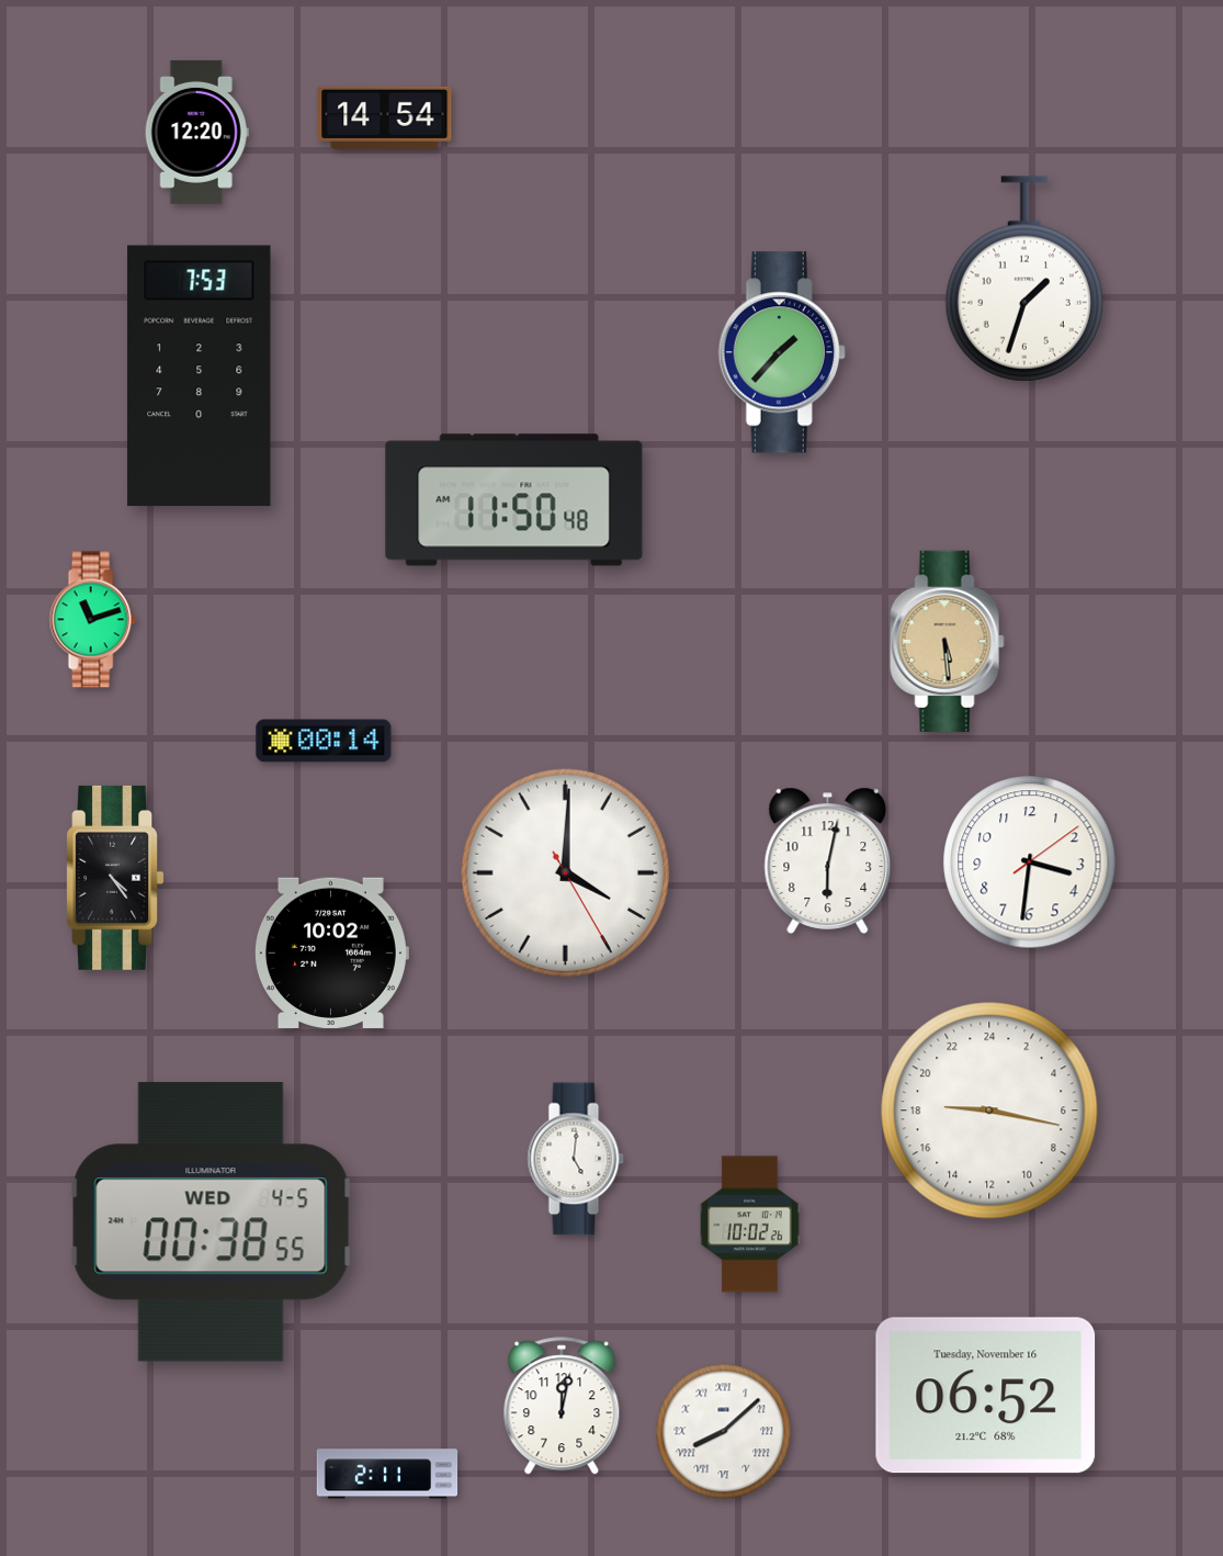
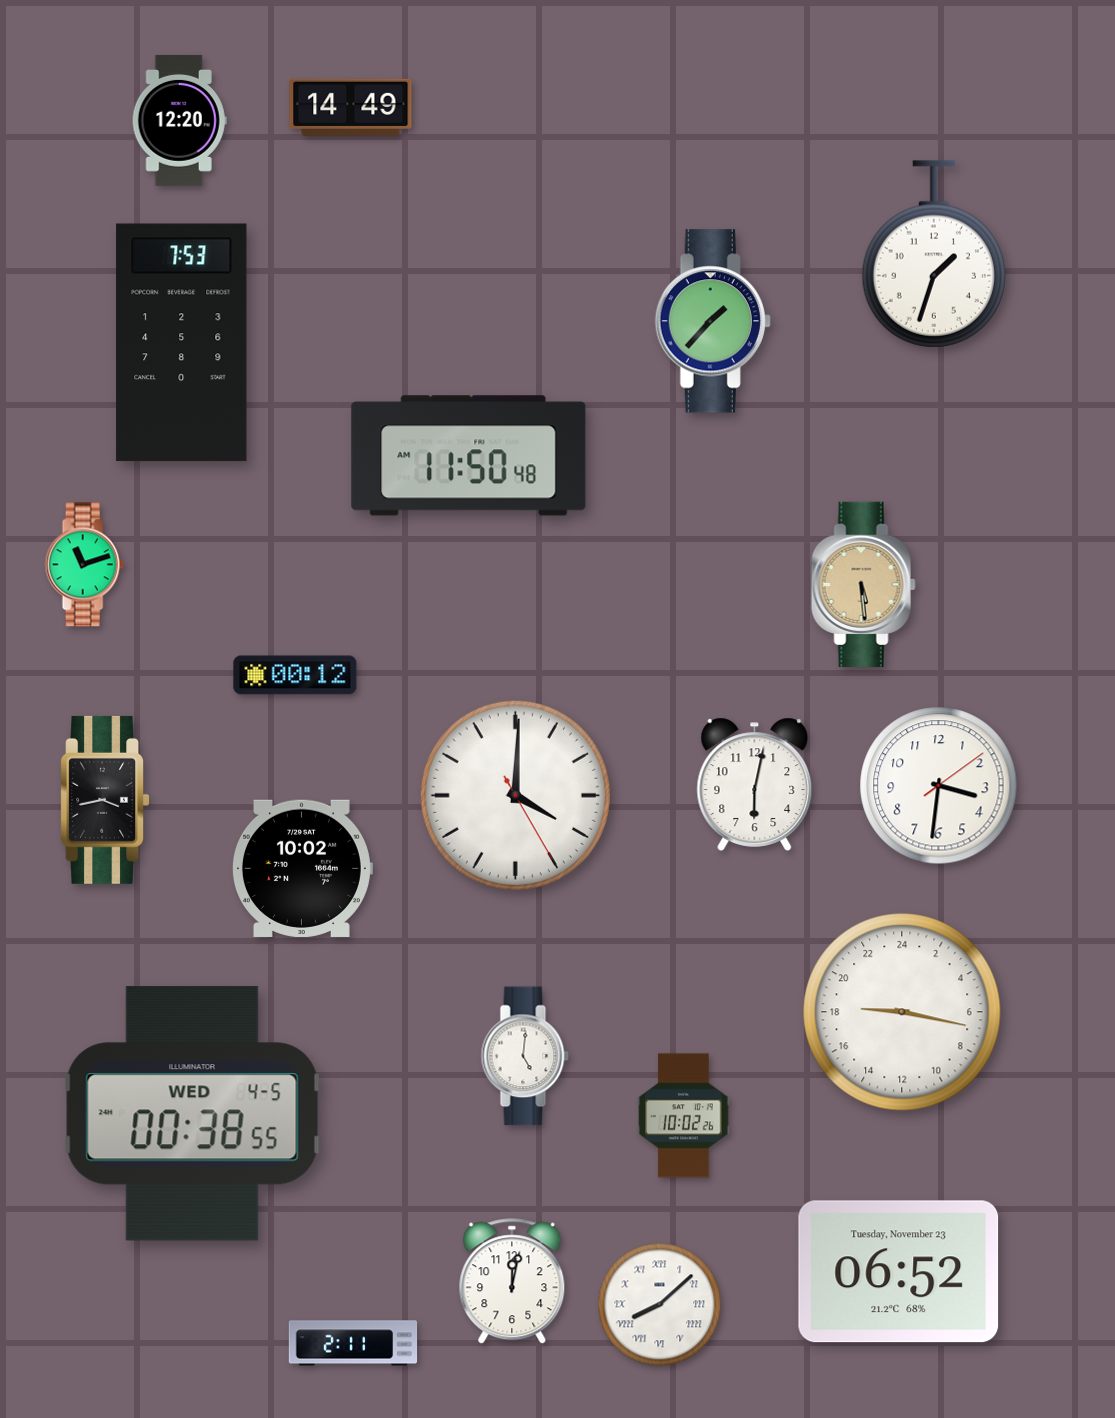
clock at (385, 117): 14:54 -> 14:49
clock at (324, 741): 00:14 -> 00:12
clock at (114, 878): 4:24 -> 3:43
clock at (986, 1396) date: Tuesday, November 16 -> Tuesday, November 23
